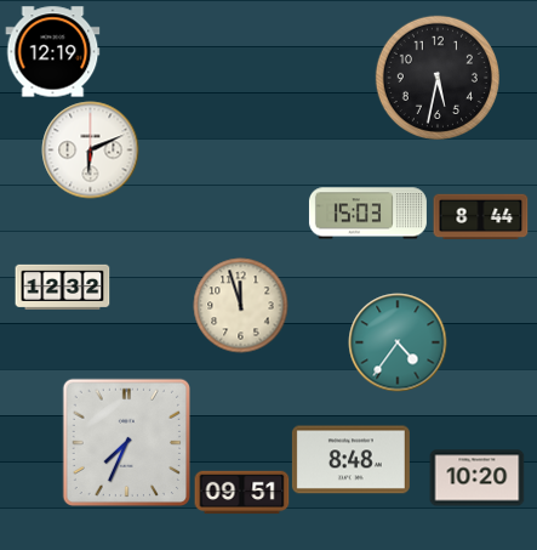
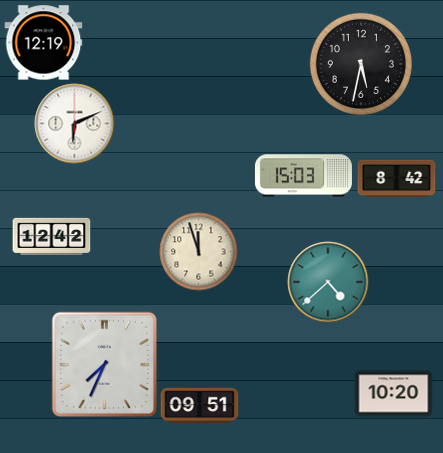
clock at (480, 217): 8:44 -> 8:42
clock at (62, 287): 12:32 -> 12:42
clock at (398, 342): 4:36 -> 4:38
clock at (350, 460): 8:48 -> none
